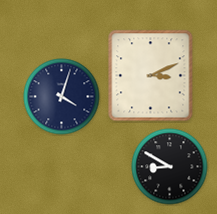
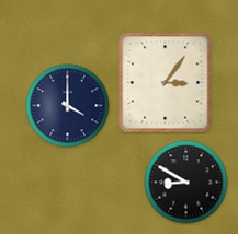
clock at (151, 76): 3:11 -> 3:06
clock at (62, 97): 4:03 -> 4:00
